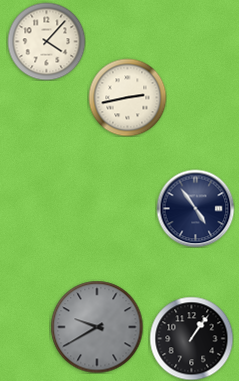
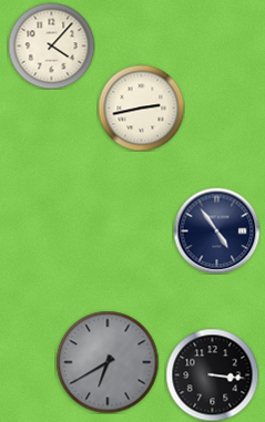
clock at (97, 327): 9:40 -> 6:40
clock at (191, 338): 1:06 -> 3:16
